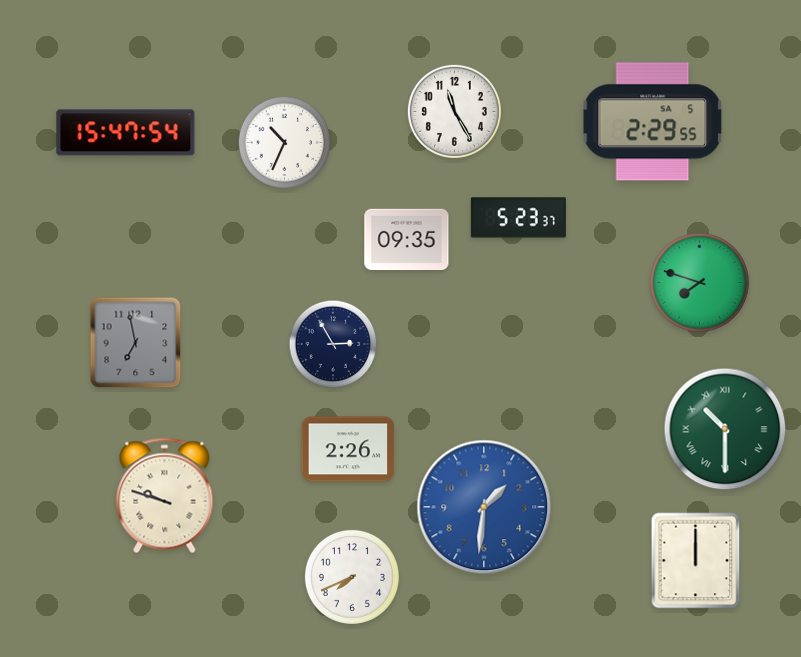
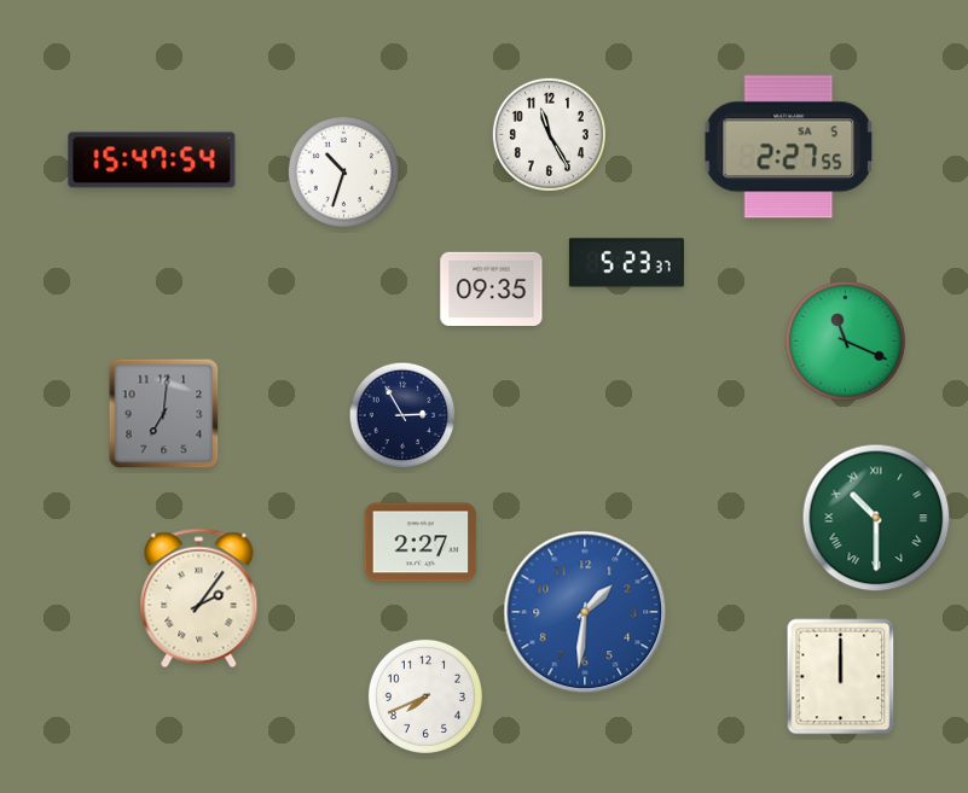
clock at (653, 122): 2:29 -> 2:27
clock at (284, 142): 10:34 -> 10:33
clock at (700, 283): 7:48 -> 11:19
clock at (136, 343): 6:58 -> 7:01
clock at (348, 449): 2:26 -> 2:27
clock at (165, 496): 9:48 -> 2:06
